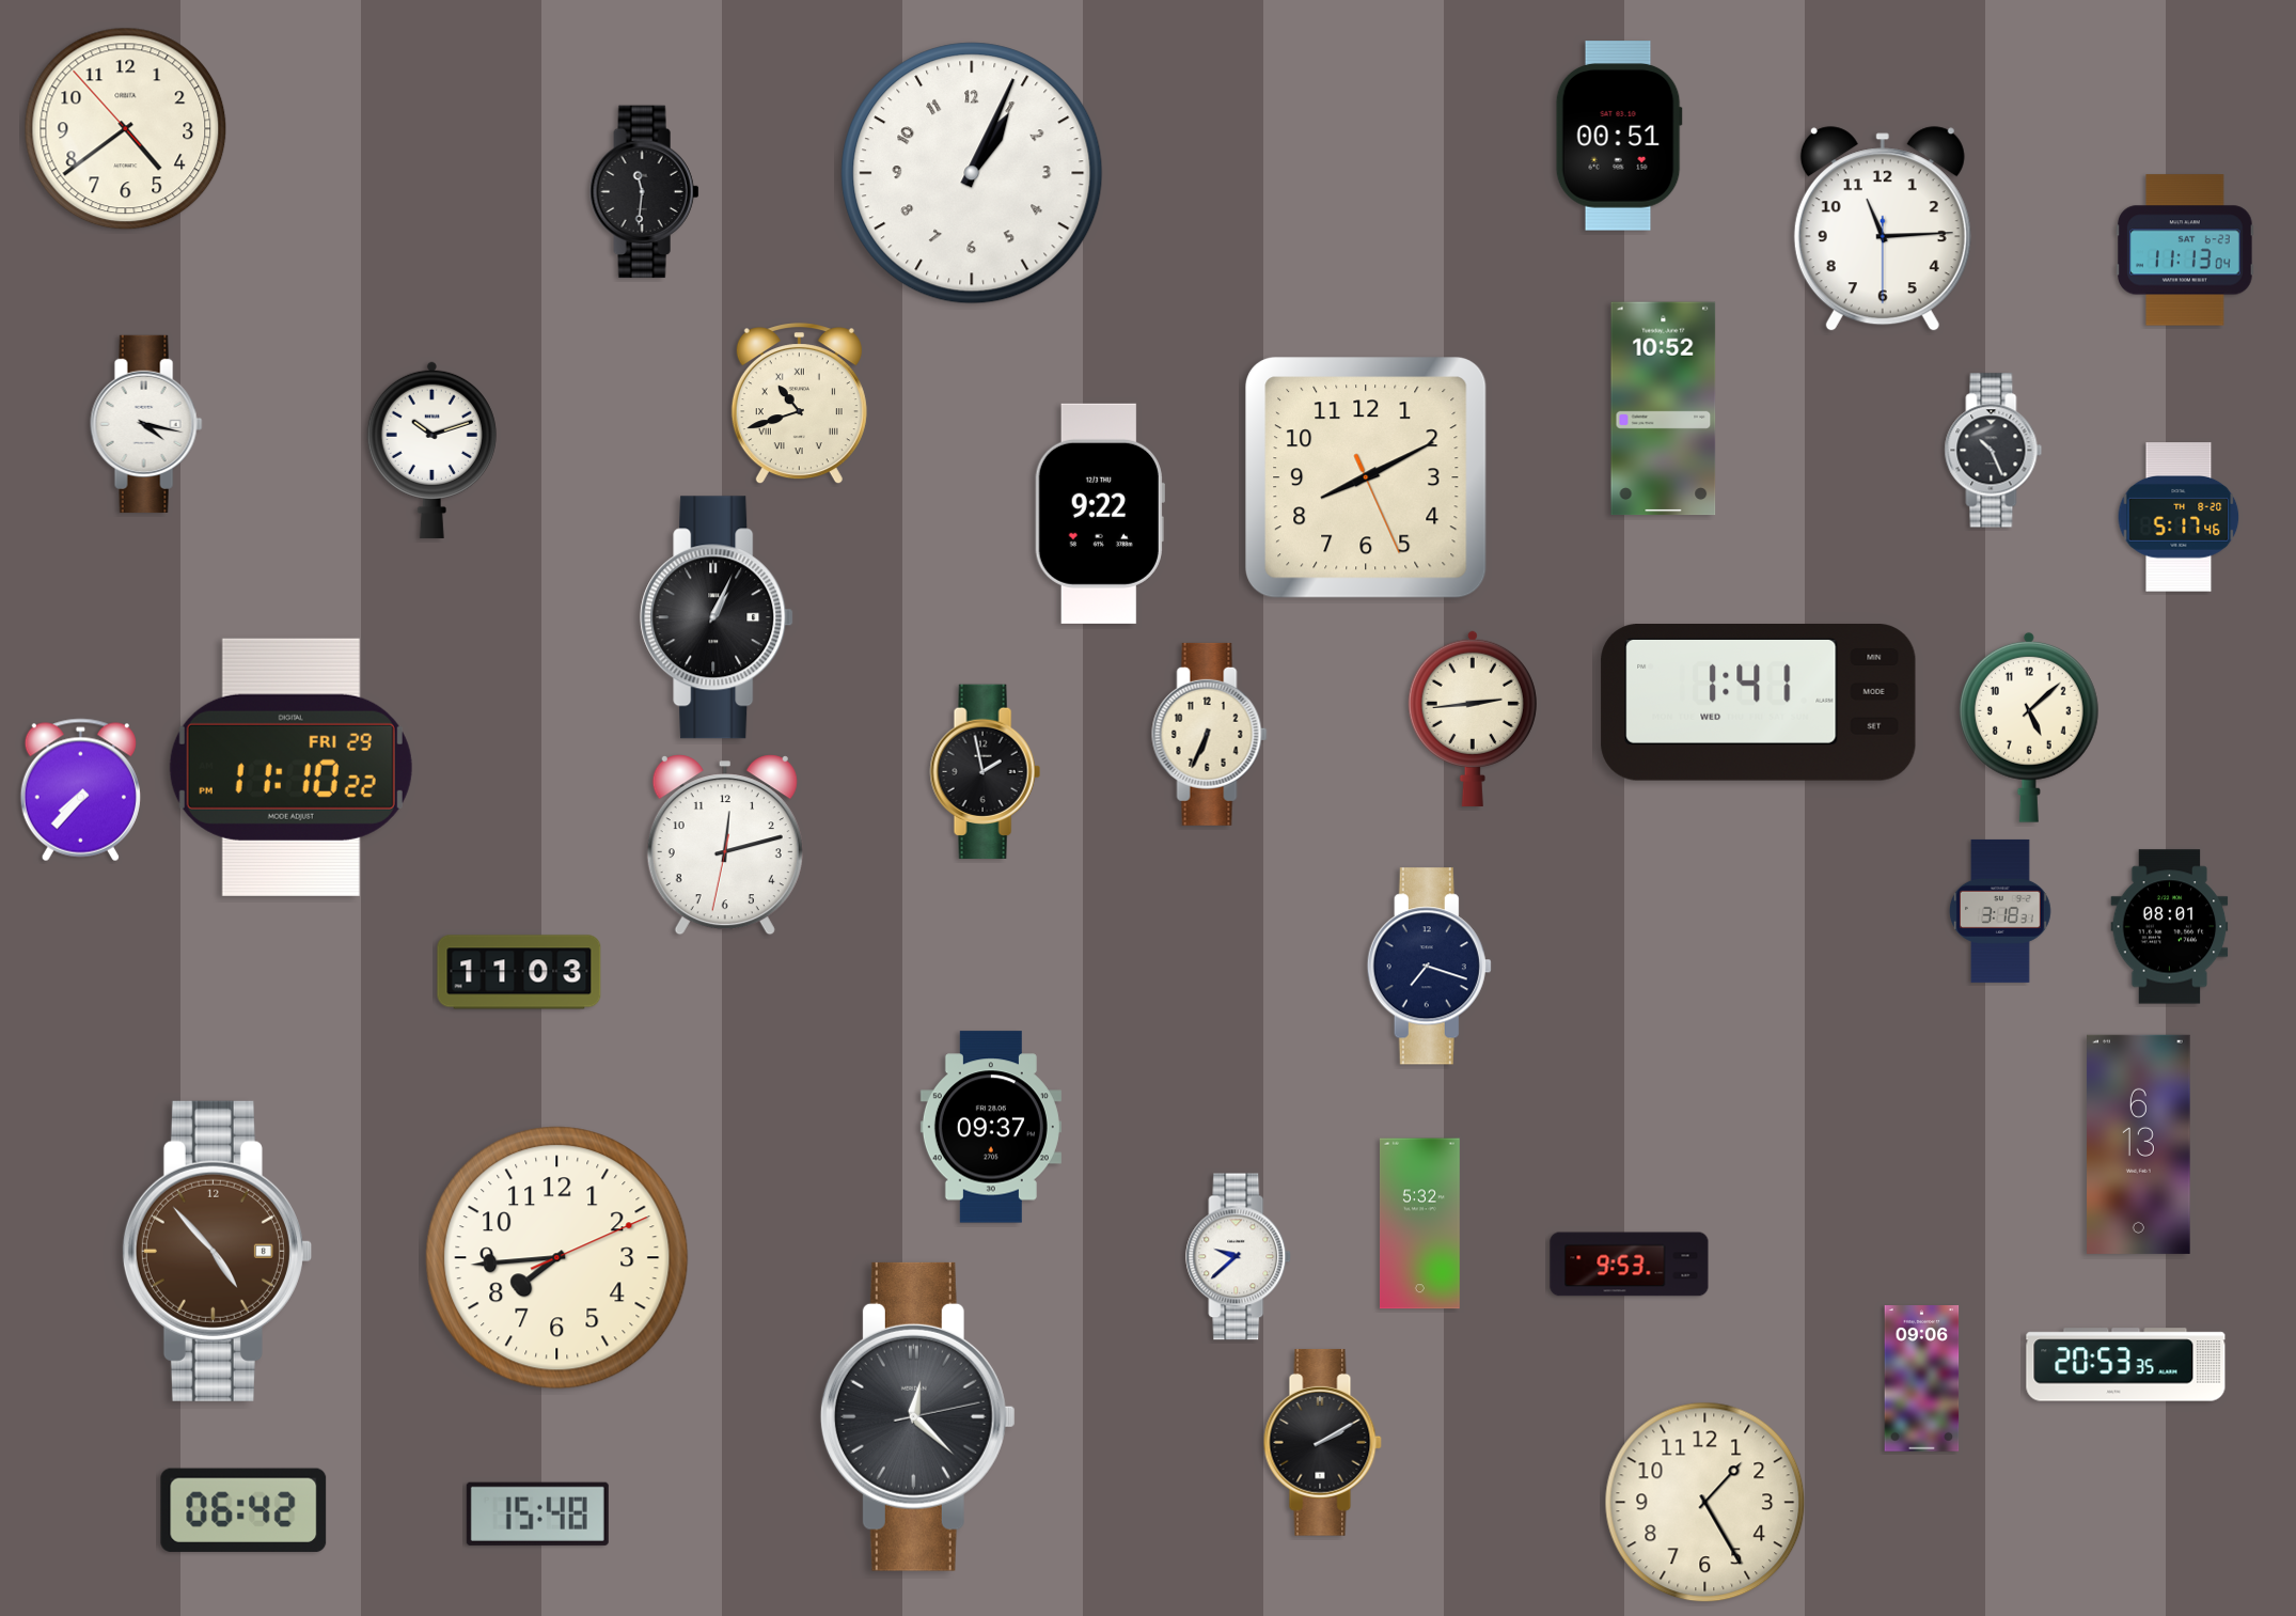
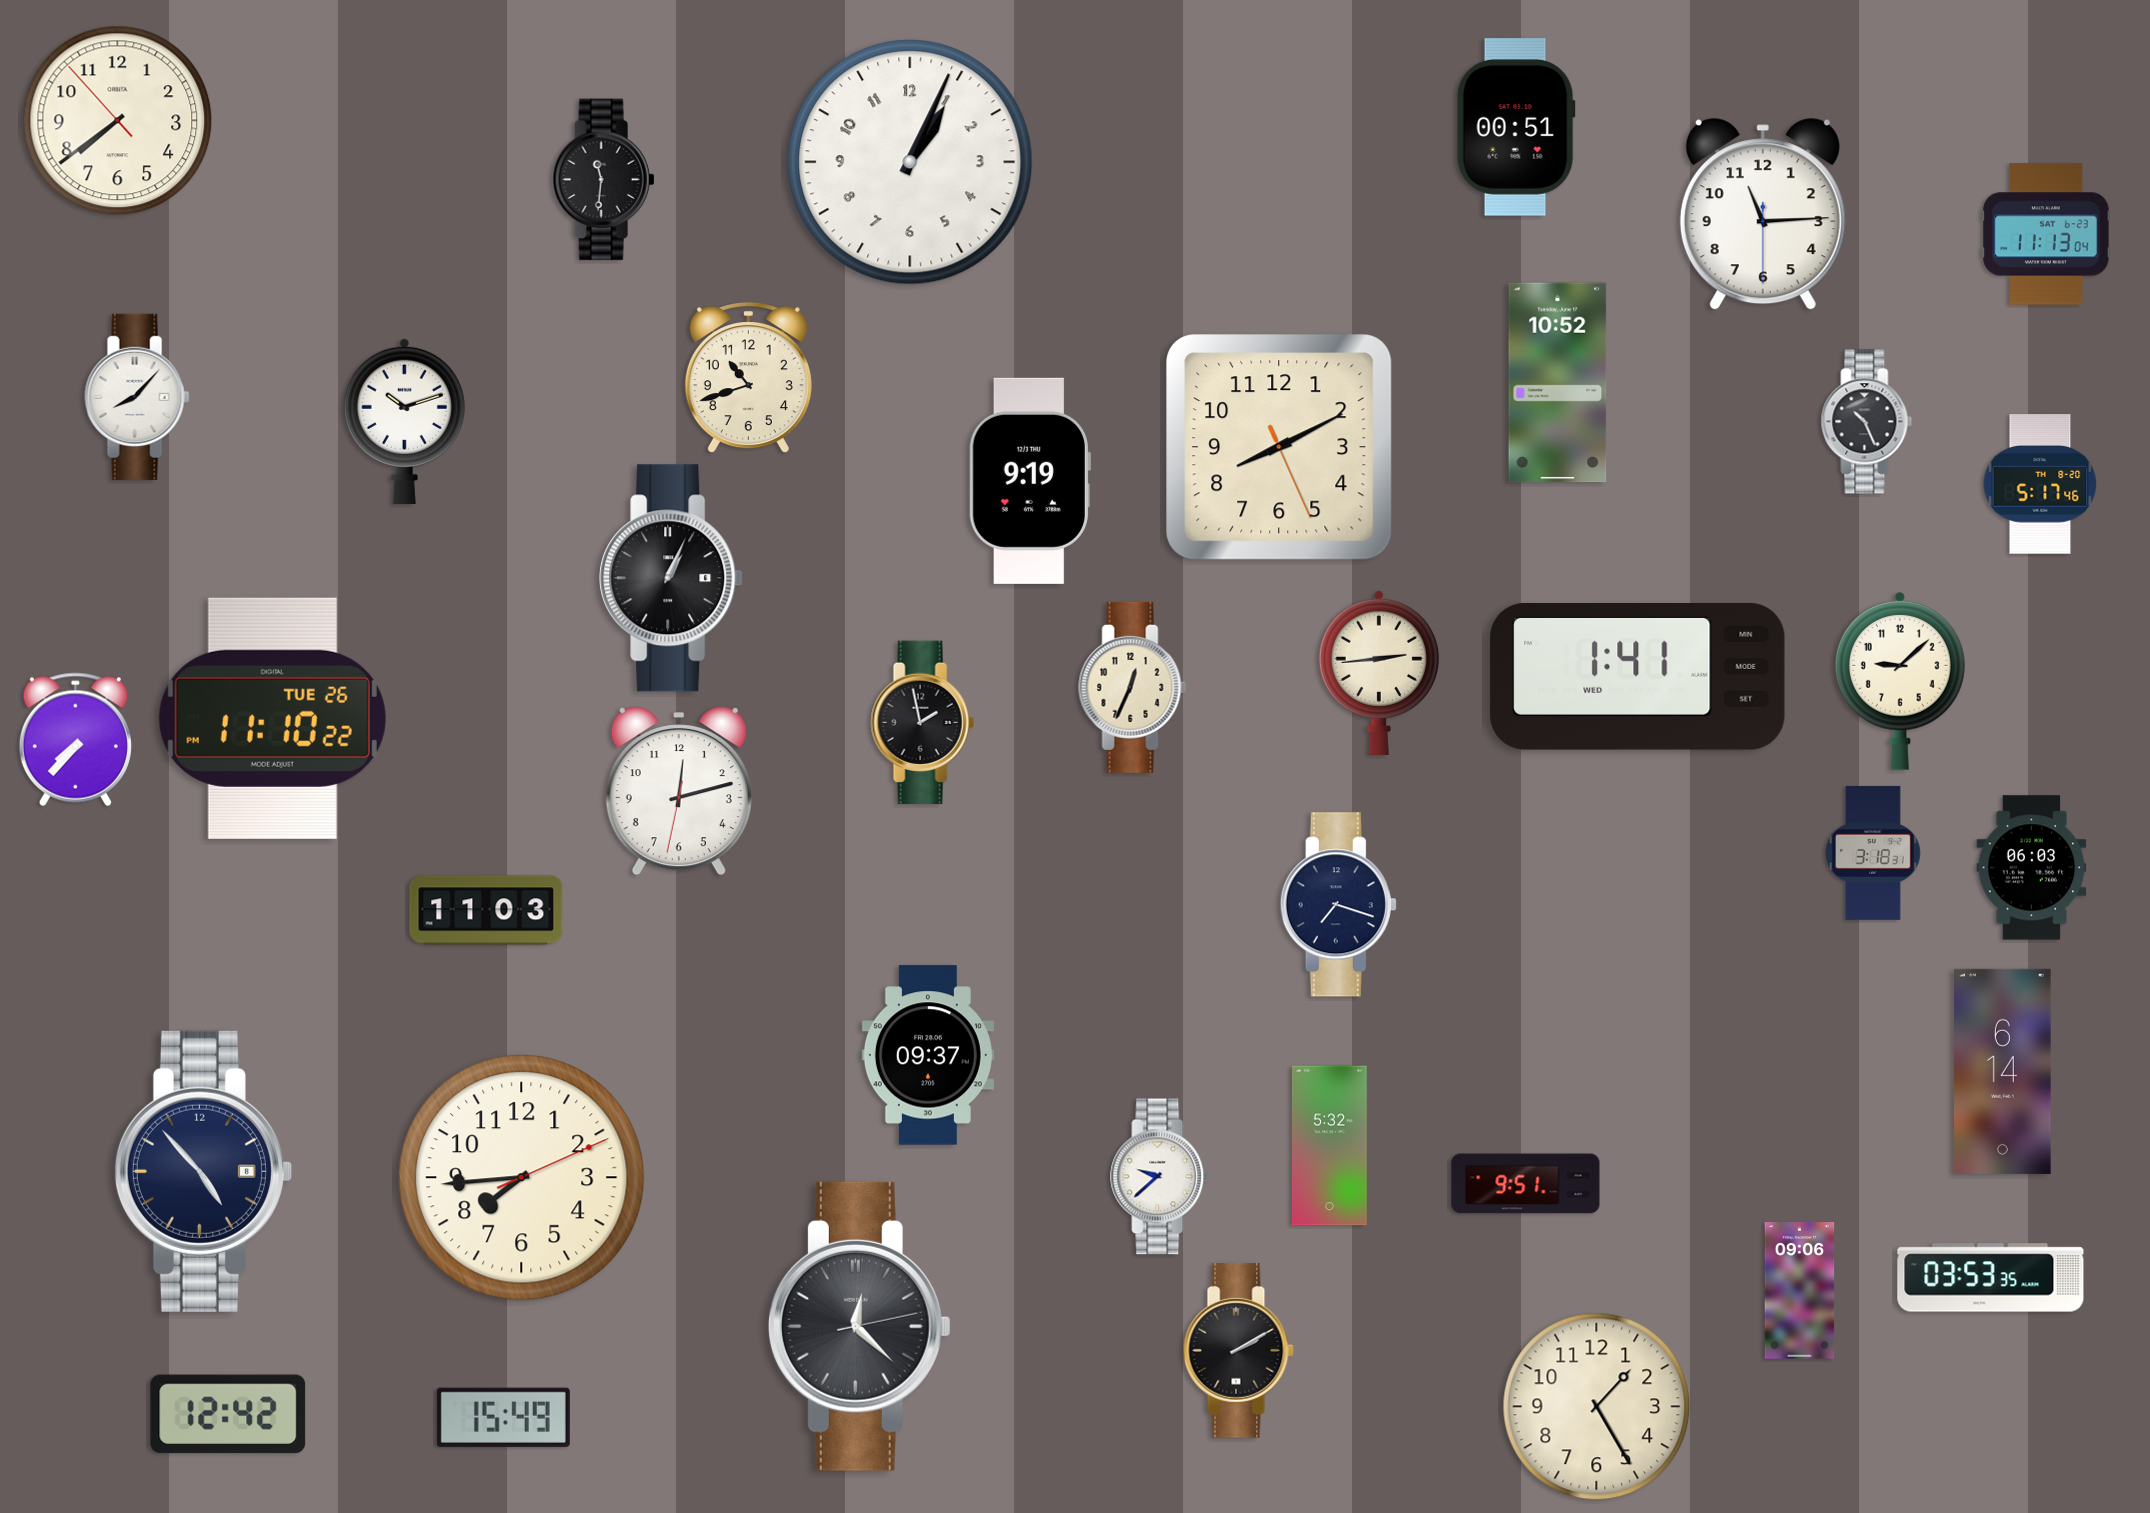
clock at (126, 129): 4:38 -> 7:38
clock at (799, 404) numerals: Roman -> Arabic
clock at (146, 424): 4:17 -> 8:07
clock at (1100, 514): 9:22 -> 9:19
clock at (1759, 703) position: (1759, 703) -> (1638, 677)
clock at (2029, 727): 5:08 -> 9:08
clock at (1210, 734): 6:34 -> 12:34
clock at (290, 767) date: FRI 29 -> TUE 26
clock at (2170, 927): 08:01 -> 06:03
clock at (2139, 1144): 6:13 -> 6:14
clock at (217, 1251) dial: brown -> navy
clock at (1630, 1265): 9:53 -> 9:51
clock at (2126, 1365): 20:53 -> 03:53
clock at (243, 1510): 06:42 -> 12:42
clock at (537, 1513): 15:48 -> 15:49
